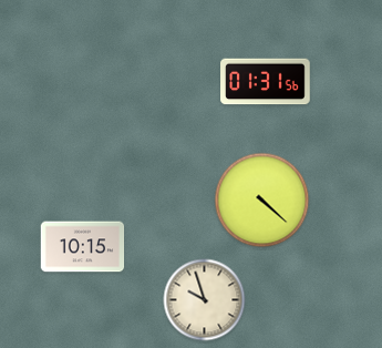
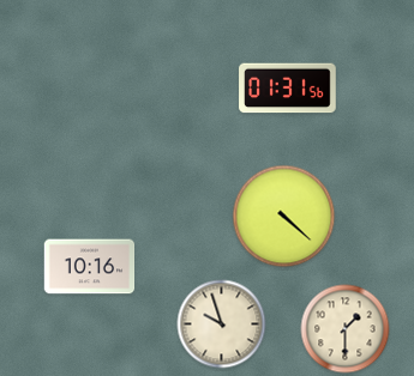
clock at (83, 247): 10:15 -> 10:16
clock at (346, 329): none -> 1:30
